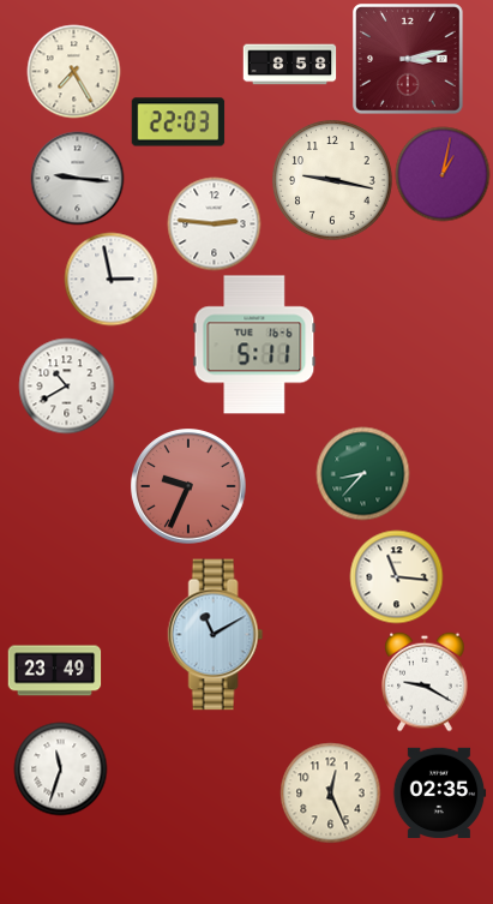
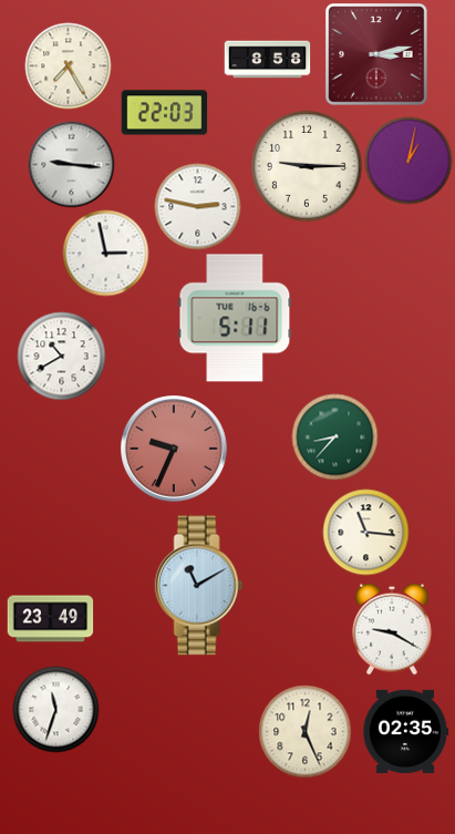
clock at (332, 180): 9:17 -> 9:15
clock at (214, 223): 2:46 -> 2:47
clock at (110, 279) position: (110, 279) -> (105, 253)
